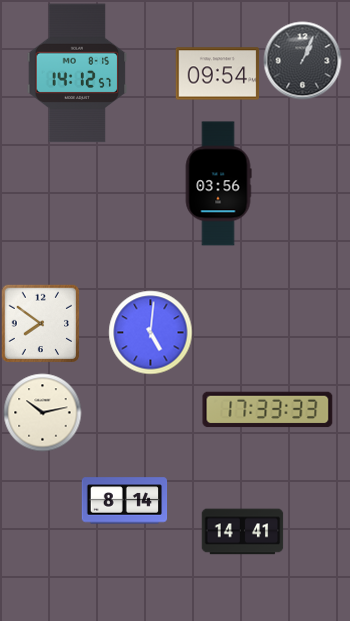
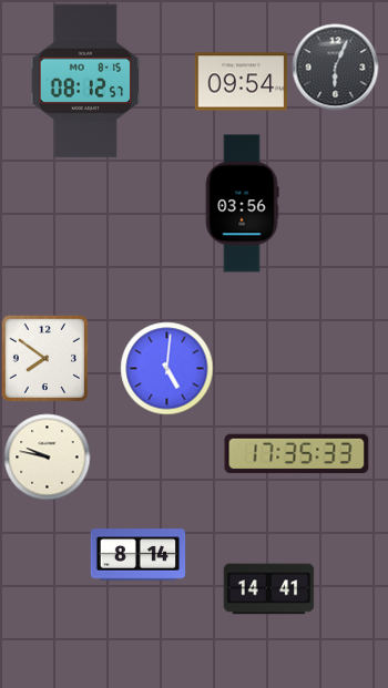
clock at (302, 60): 1:04 -> 6:04
clock at (77, 73): 14:12 -> 08:12
clock at (268, 410): 17:33 -> 17:35
clock at (42, 412): 10:13 -> 9:47
